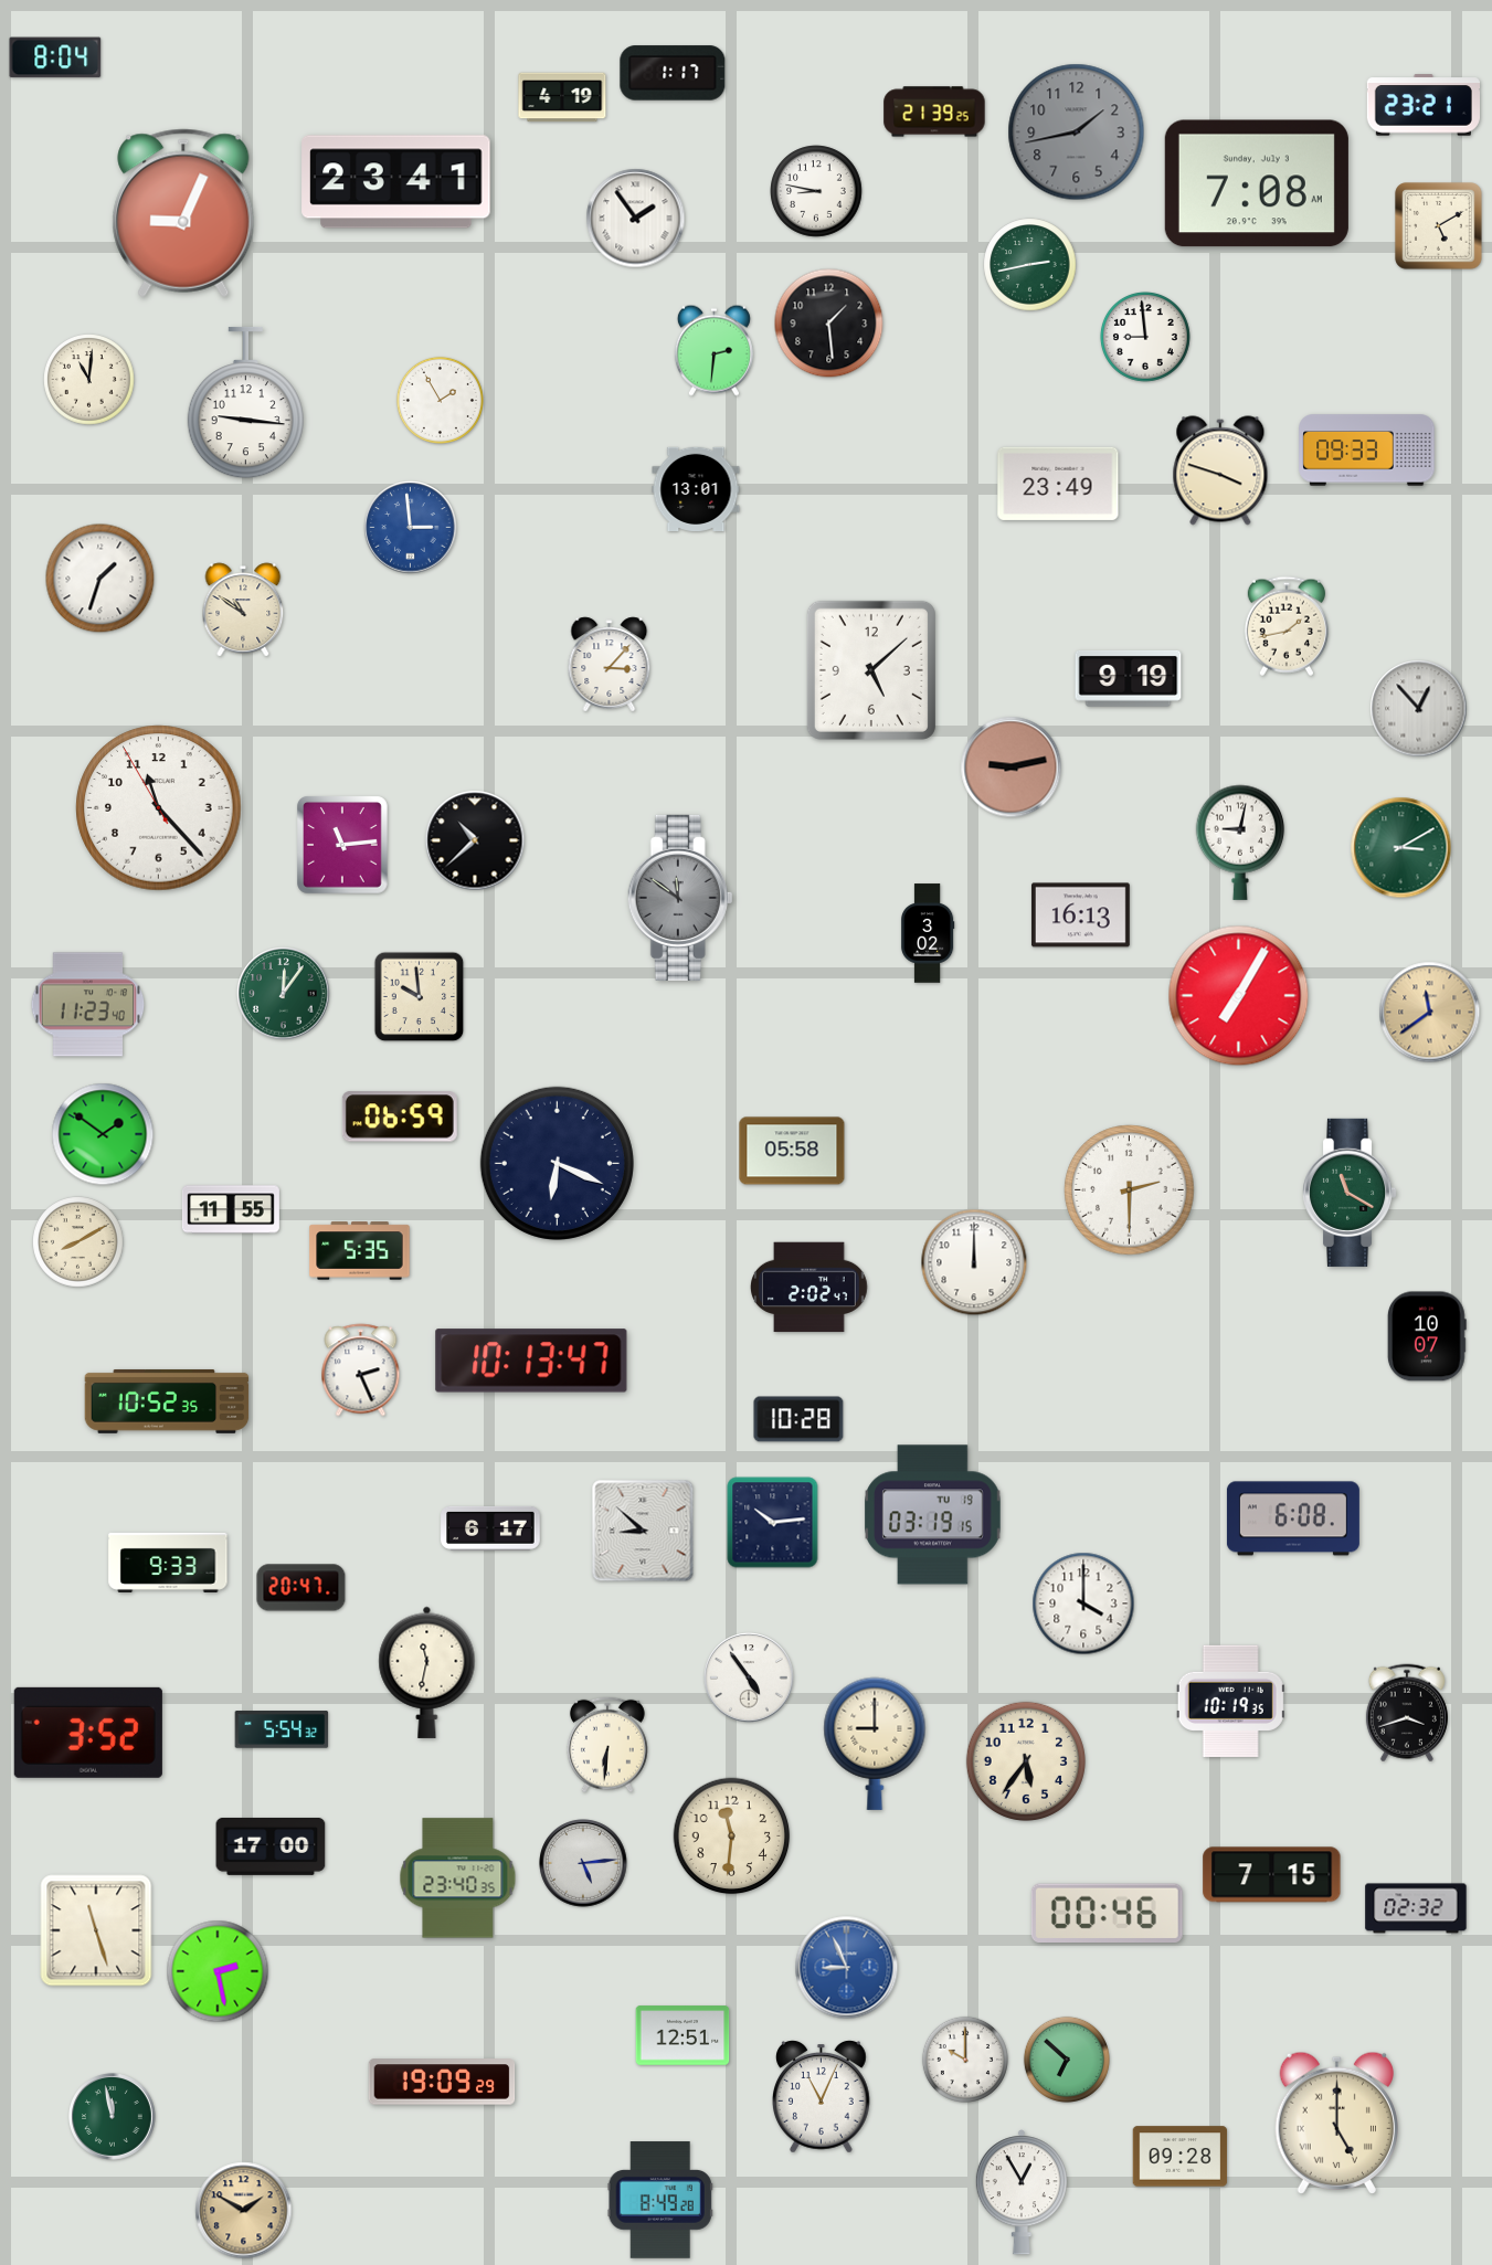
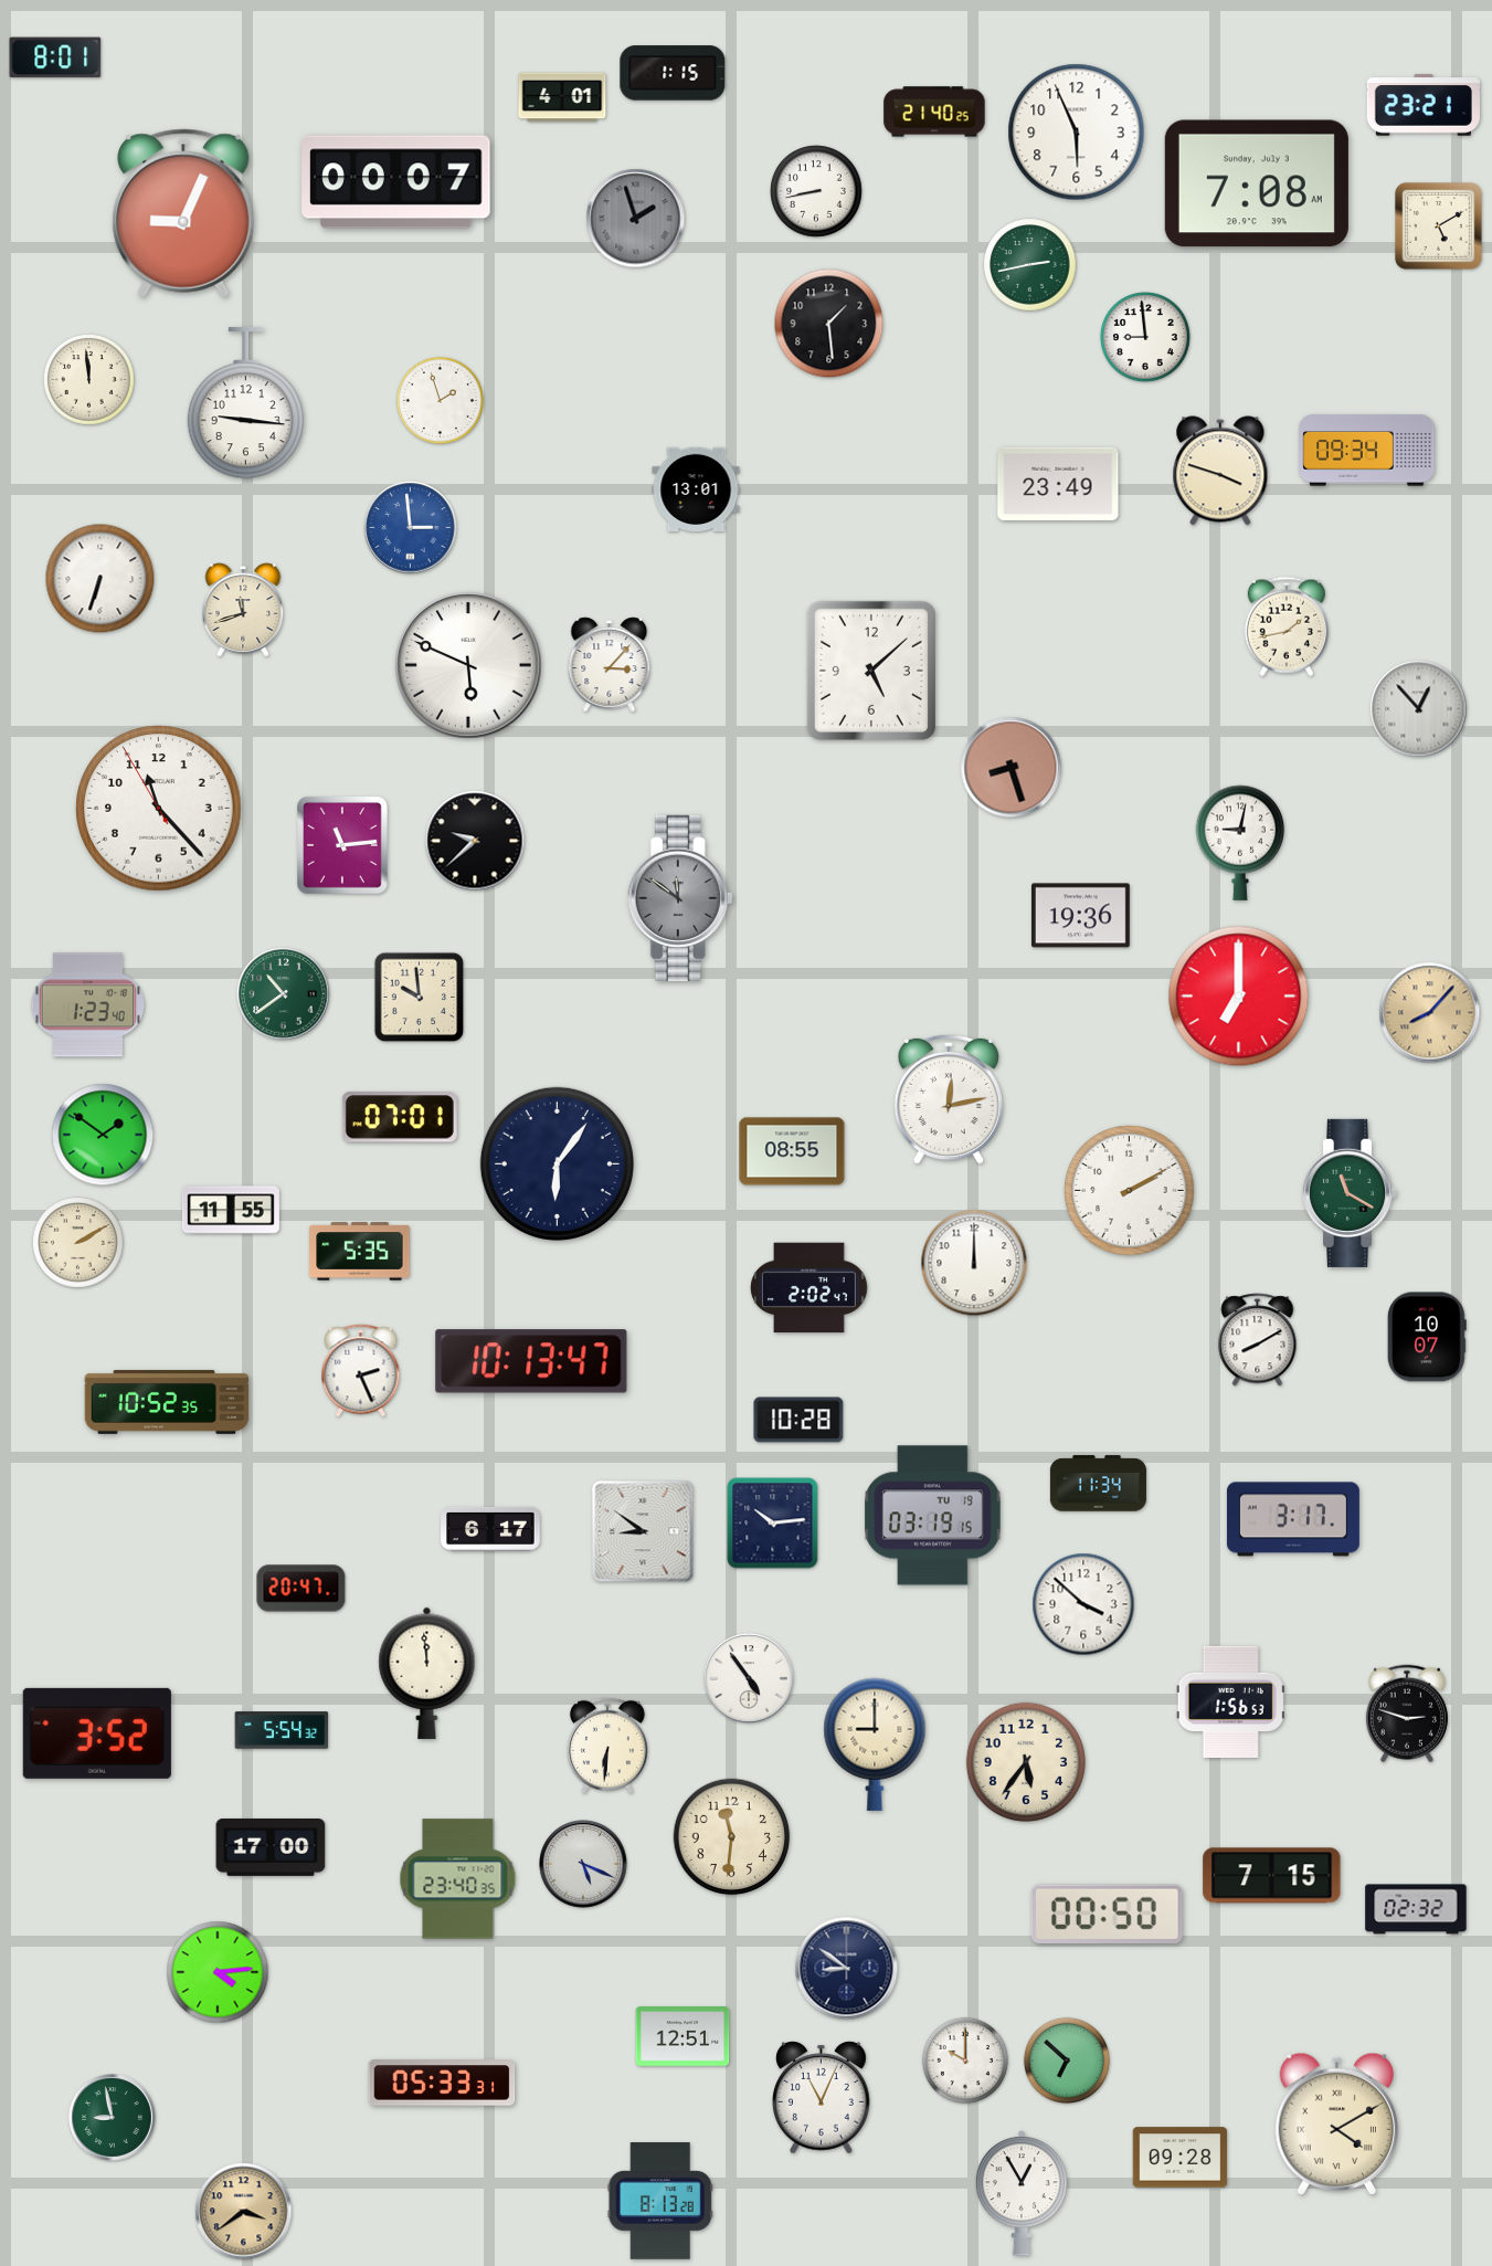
clock at (55, 57): 8:04 -> 8:01
clock at (673, 73): 1:17 -> 1:15
clock at (562, 97): 4:19 -> 4:01
clock at (934, 112): 21:39 -> 21:40
clock at (1077, 133): 1:43 -> 5:56
clock at (1077, 133) dial: grey -> white
clock at (396, 182): 23:41 -> 00:07
clock at (816, 191): 8:47 -> 8:43
clock at (636, 219): 1:54 -> 1:57
clock at (636, 219) dial: white -> grey
clock at (713, 350): 2:31 -> none
clock at (89, 380): 11:01 -> 11:59
clock at (440, 400): 1:55 -> 1:57
clock at (1367, 451): 09:33 -> 09:34
clock at (100, 579): 1:33 -> 6:33
clock at (243, 610): 10:51 -> 11:42
clock at (468, 665): none -> 5:49
clock at (1129, 678): 9:19 -> none
clock at (1012, 768): 9:13 -> 8:27
clock at (475, 840): 10:38 -> 9:38
clock at (1401, 848): 3:10 -> none
clock at (1080, 915): 16:13 -> 19:36
clock at (928, 933): 3:02 -> none
clock at (284, 994): 12:06 -> 10:39
clock at (1239, 996): 7:05 -> 7:00
clock at (88, 1005): 11:23 -> 1:23
clock at (1430, 1013): 11:39 -> 8:07
clock at (949, 1099): none -> 12:13
clock at (400, 1116): 06:59 -> 07:01
clock at (792, 1151): 05:58 -> 08:55
clock at (557, 1163): 6:19 -> 6:06
clock at (1130, 1190): 2:30 -> 2:10
clock at (78, 1242): 8:10 -> 2:10
clock at (1258, 1340): none -> 8:10
clock at (1098, 1484): none -> 11:34
clock at (1293, 1518): 6:08 -> 3:17
clock at (643, 1531): 8:52 -> 8:51
clock at (168, 1563): 9:33 -> none
clock at (1083, 1604): 4:00 -> 3:52
clock at (427, 1672): 11:32 -> 11:59
clock at (1230, 1702): 10:19 -> 1:56
clock at (1407, 1713): 3:42 -> 2:48
clock at (88, 1733) position: (88, 1733) -> (97, 1733)
clock at (583, 1863): 5:14 -> 5:19
clock at (1107, 1914): 00:46 -> 00:50
clock at (96, 1930): 11:27 -> none
clock at (847, 1968): 8:56 -> 8:51
clock at (847, 1968) dial: blue -> navy
clock at (218, 1971): 2:28 -> 4:14
clock at (442, 2082): 19:09 -> 05:33
clock at (113, 2117): 11:58 -> 8:58
clock at (1336, 2123): 5:00 -> 4:10
clock at (660, 2200): 8:49 -> 8:13
clock at (244, 2211): 1:50 -> 3:39
